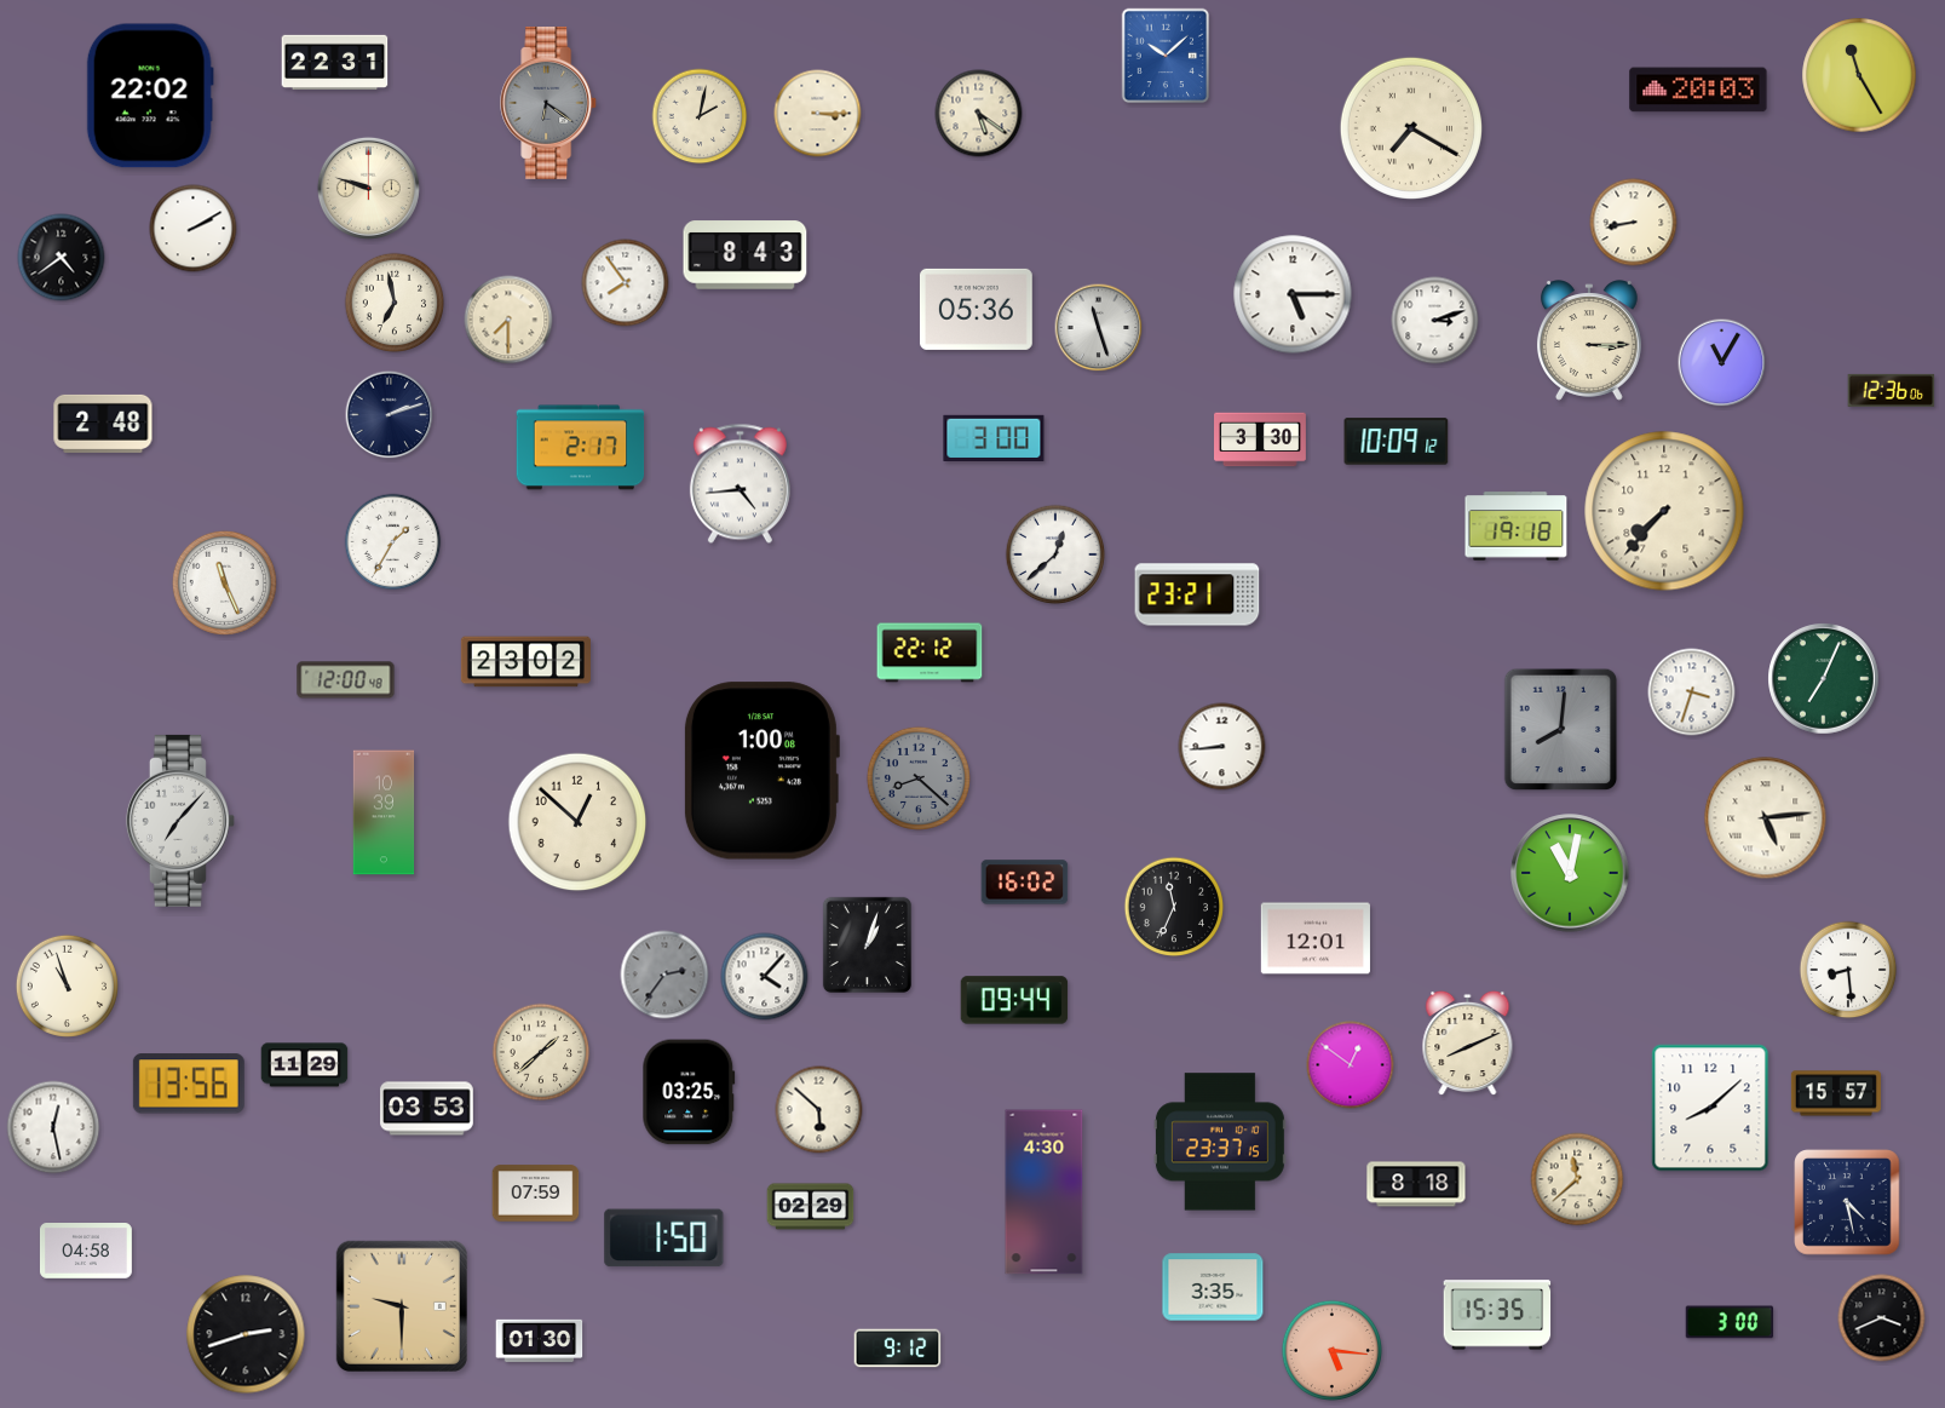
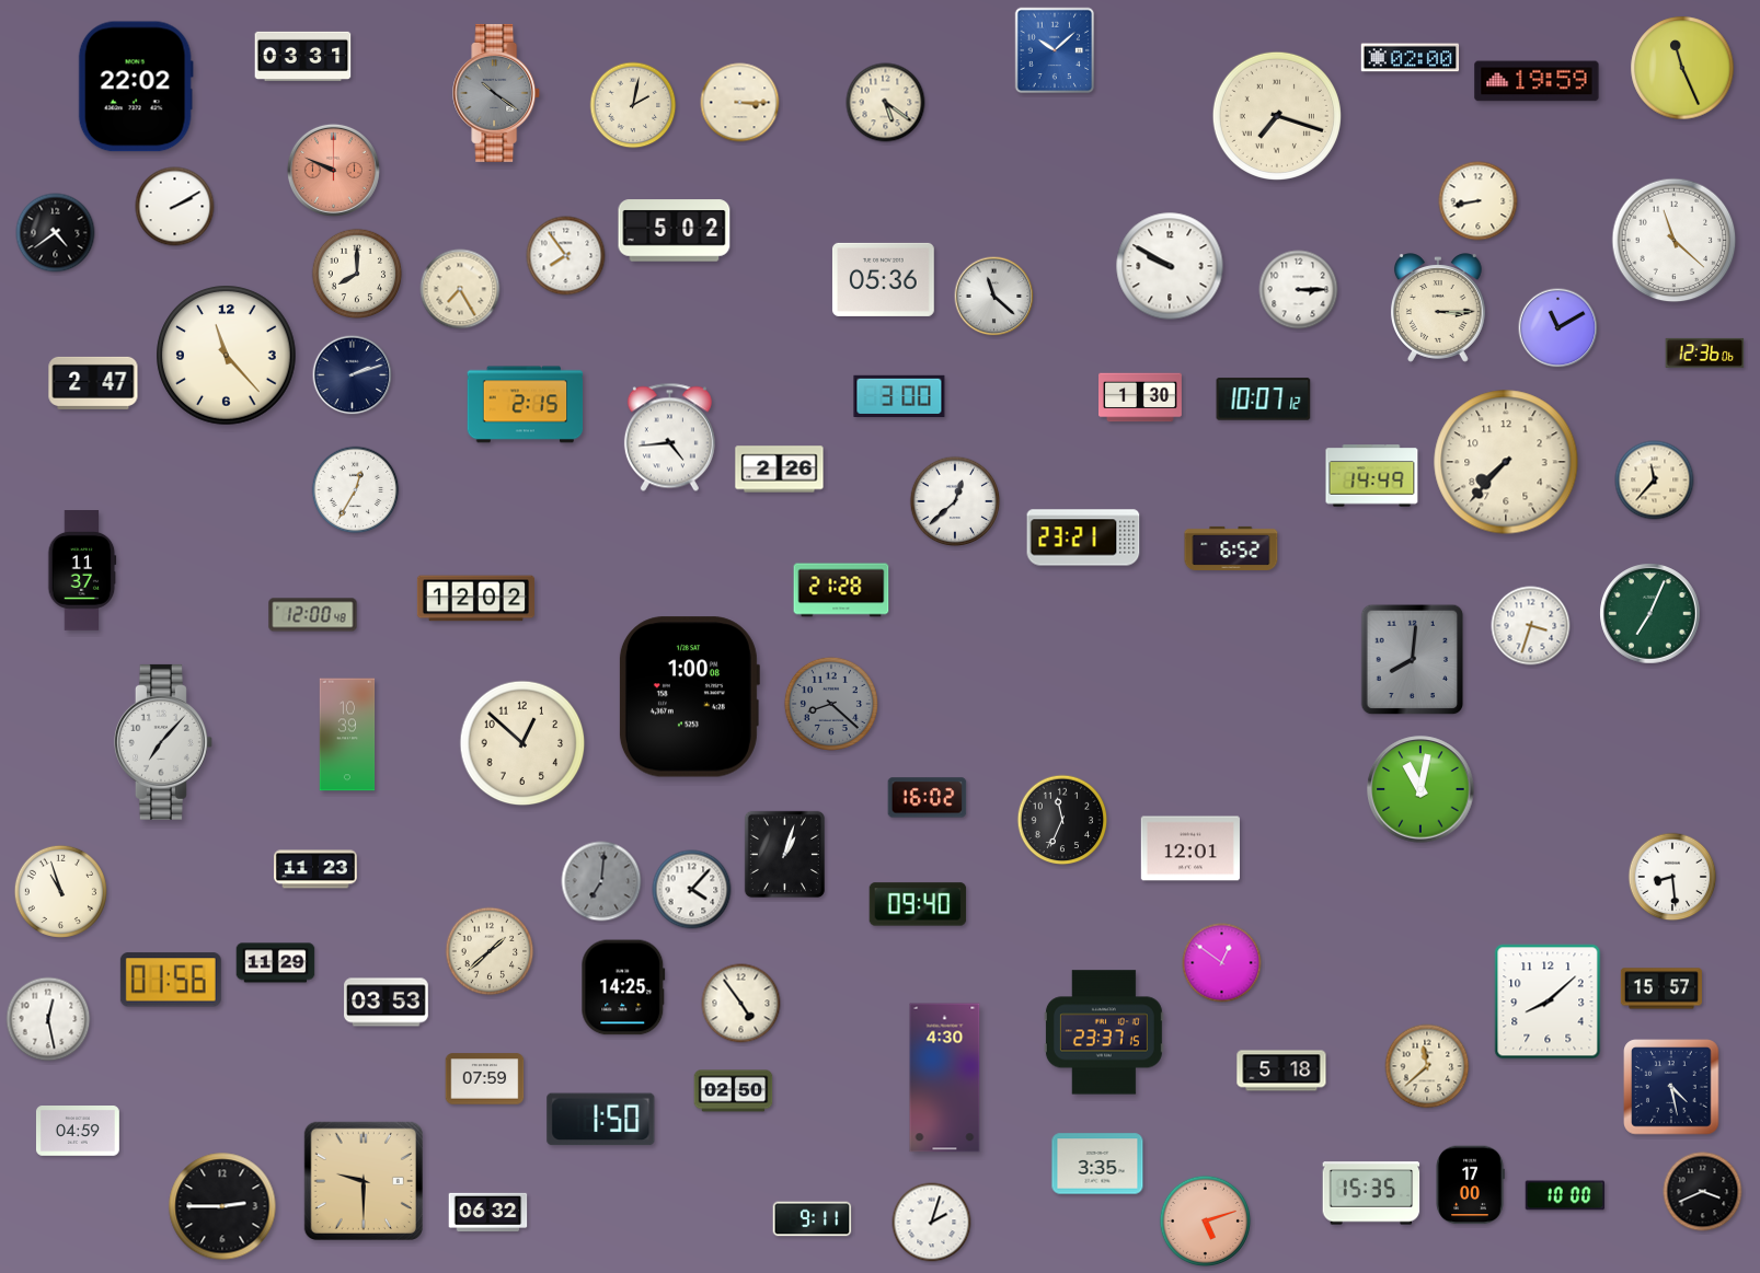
clock at (335, 62): 22:31 -> 03:31
clock at (1411, 58): none -> 02:00
clock at (1859, 75): 11:25 -> 11:26
clock at (1698, 90): 20:03 -> 19:59
clock at (549, 103): 6:21 -> 10:21
clock at (1411, 128): 7:20 -> 7:18
clock at (368, 188): 9:48 -> 9:49
clock at (368, 188) dial: cream -> salmon
clock at (746, 255): 8:43 -> 5:02
clock at (1675, 241): none -> 11:22
clock at (1293, 294): 5:15 -> 9:50
clock at (395, 303): 6:58 -> 8:00
clock at (508, 320): 7:30 -> 7:25
clock at (1435, 321): 3:12 -> 3:15
clock at (1099, 328): 11:27 -> 11:22
clock at (1722, 363): 11:05 -> 11:10
clock at (1892, 390) position: (1892, 390) -> (1705, 352)
clock at (227, 356): none -> 11:23
clock at (103, 424): 2:48 -> 2:47
clock at (1261, 439): 3:30 -> 1:30
clock at (1397, 442): 10:09 -> 10:07
clock at (581, 448): 2:17 -> 2:15
clock at (780, 470): none -> 2:26
clock at (1517, 527): 19:18 -> 14:49
clock at (1655, 481): none -> 11:37
clock at (393, 542): 1:35 -> 12:35
clock at (224, 582): 11:26 -> none
clock at (1231, 548): none -> 6:52
clock at (82, 571): none -> 11:37
clock at (930, 653): 22:12 -> 21:28
clock at (525, 662): 23:02 -> 12:02
clock at (1222, 747): 8:44 -> none
clock at (1766, 818): 5:14 -> none
clock at (317, 869): none -> 11:23
clock at (664, 975): 2:36 -> 7:01
clock at (765, 977) position: (765, 977) -> (692, 890)
clock at (1014, 1000): 09:44 -> 09:40
clock at (1468, 1044): 8:11 -> none
clock at (189, 1084): 13:56 -> 01:56
clock at (689, 1092): 03:25 -> 14:25
clock at (819, 1110): 5:52 -> 4:54
clock at (1416, 1184): 8:18 -> 5:18
clock at (811, 1207): 02:29 -> 02:50
clock at (86, 1252): 04:58 -> 04:59
clock at (1470, 1185): none -> 17:00
clock at (1497, 1315) position: (1497, 1315) -> (1371, 1193)
clock at (1730, 1322): 3:00 -> 10:00
clock at (246, 1334): 2:42 -> 2:45
clock at (540, 1340): 01:30 -> 06:32
clock at (898, 1349): 9:12 -> 9:11
clock at (1333, 1351): 5:16 -> 5:12
clock at (932, 1223): none -> 2:03
